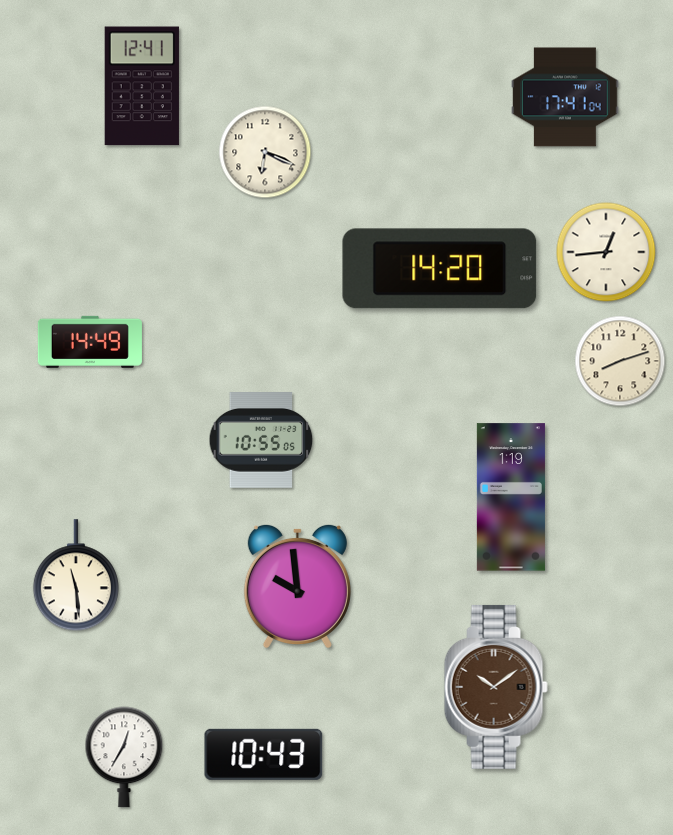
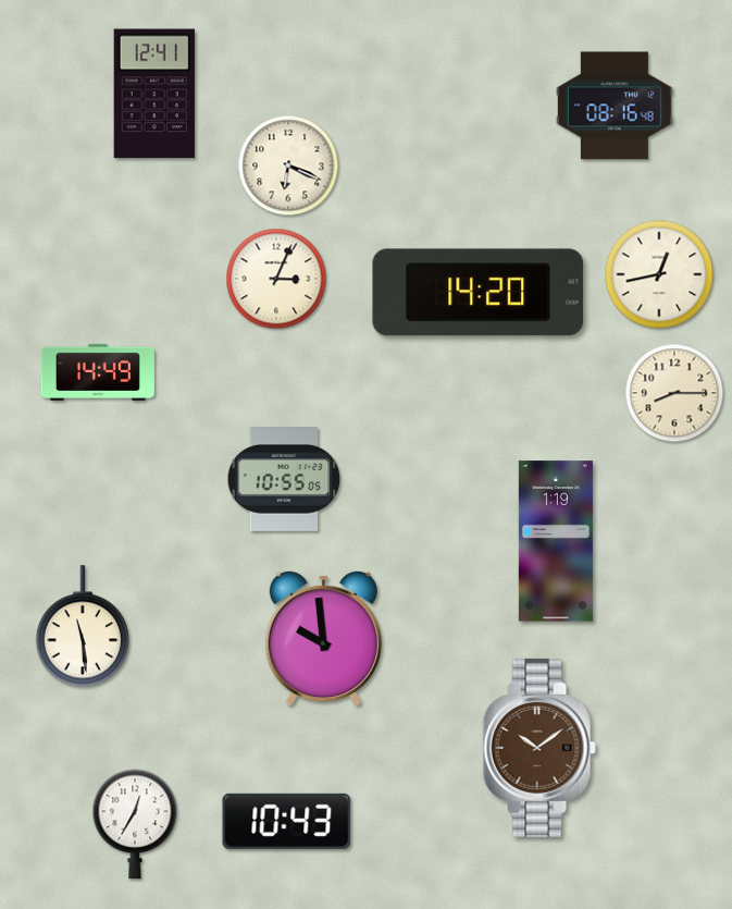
clock at (565, 97): 17:41 -> 08:16
clock at (606, 252): 12:44 -> 12:43
clock at (276, 279): none -> 3:04
clock at (620, 361): 8:12 -> 8:15
